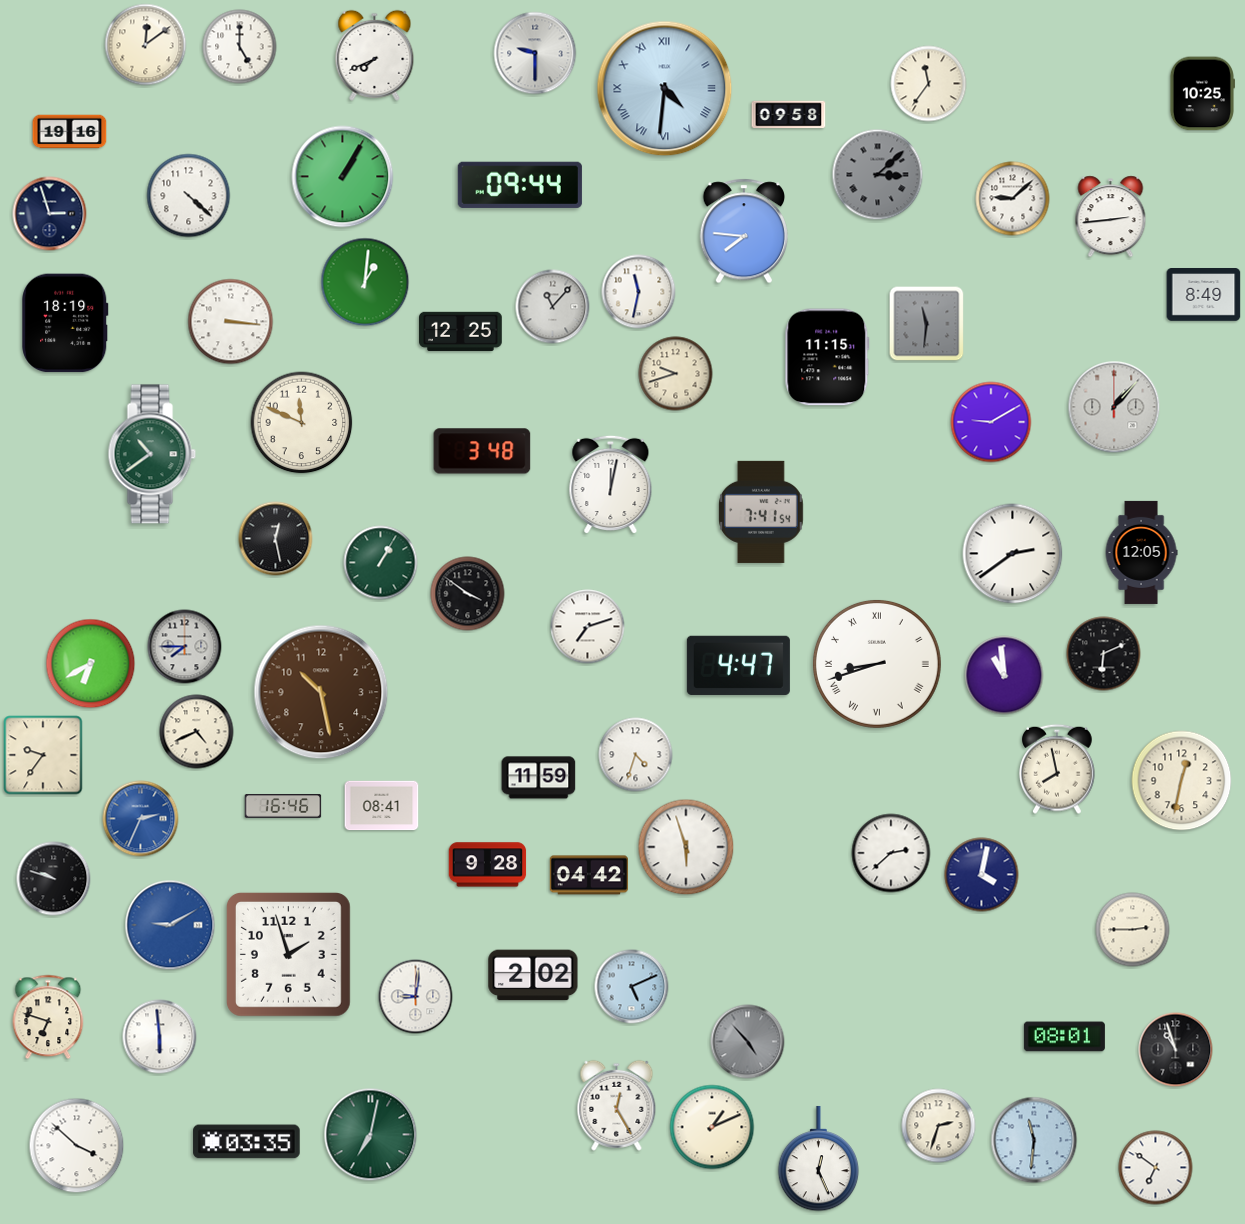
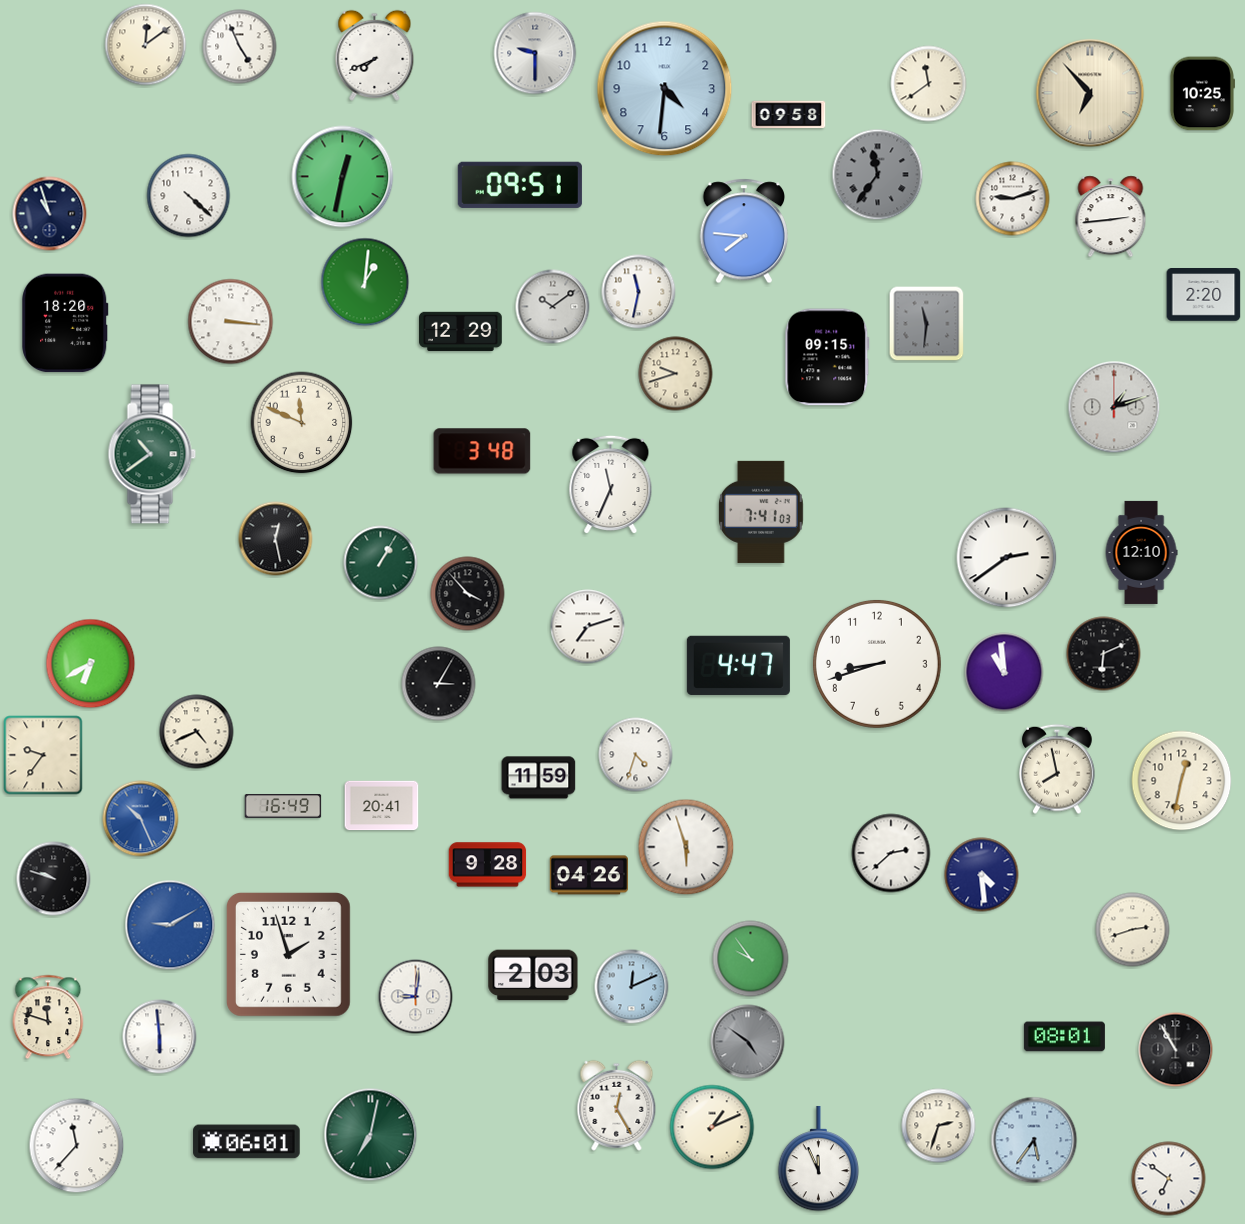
clock at (240, 47): 5:00 -> 4:56
clock at (929, 84): 11:36 -> 11:39
clock at (665, 89) numerals: Roman -> Arabic
clock at (1090, 93): none -> 6:53
clock at (70, 132): 19:16 -> none
clock at (878, 175): 3:08 -> 11:36
clock at (343, 177): 1:05 -> 12:32
clock at (520, 185): 09:44 -> 09:51
clock at (1013, 199): 9:08 -> 9:12
clock at (50, 214): 2:57 -> 10:57
clock at (1204, 295): 8:49 -> 2:20
clock at (553, 307): 11:07 -> 10:09
clock at (65, 323): 18:19 -> 18:20
clock at (461, 331): 12:25 -> 12:29
clock at (827, 357): 11:15 -> 09:15
clock at (1114, 407): 1:07 -> 1:12
clock at (991, 422): 9:10 -> none
clock at (611, 485): 12:02 -> 11:34
clock at (762, 512): 7:41:54 -> 7:41:03
clock at (1141, 552): 12:05 -> 12:10
clock at (1013, 554) position: (1013, 554) -> (1007, 558)
clock at (468, 594): 3:51 -> 3:53
clock at (185, 647): 7:45 -> none
clock at (877, 664) numerals: Roman -> Arabic
clock at (1004, 675) position: (1004, 675) -> (1004, 672)
clock at (439, 684): none -> 3:05
clock at (321, 692): 10:28 -> none
clock at (283, 806): 16:46 -> 16:49
clock at (382, 806): 08:41 -> 20:41
clock at (141, 819): 2:34 -> 10:26
clock at (589, 875): 04:42 -> 04:26
clock at (982, 875): 4:02 -> 4:29
clock at (1133, 930): 2:45 -> 2:42
clock at (751, 959): none -> 9:54
clock at (533, 975): 2:02 -> 2:03
clock at (632, 987): 5:11 -> 12:11
clock at (48, 1017): 6:48 -> 11:48
clock at (748, 1042): 4:53 -> 4:51
clock at (1176, 1050): 10:57 -> 10:55
clock at (1034, 1140): 11:31 -> 5:36
clock at (247, 1142): 03:35 -> 06:01
clock at (77, 1146): 3:52 -> 11:37
clock at (819, 1159): 12:26 -> 11:56
clock at (1156, 1168) position: (1156, 1168) -> (1169, 1179)
